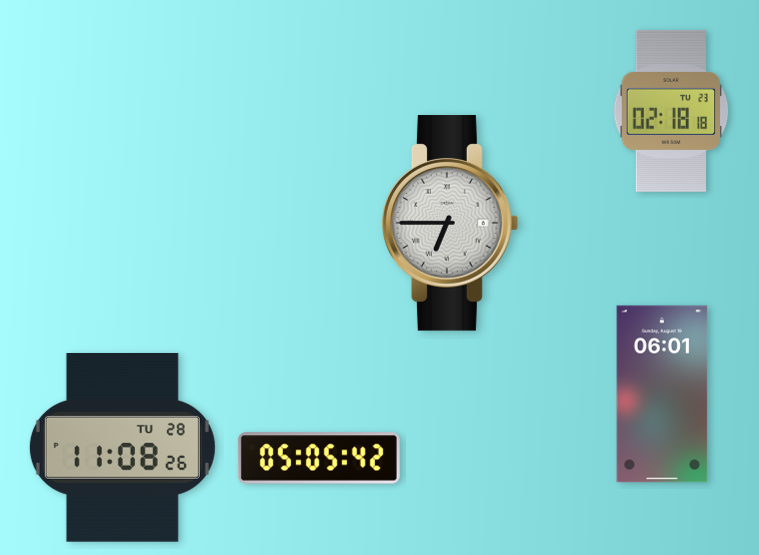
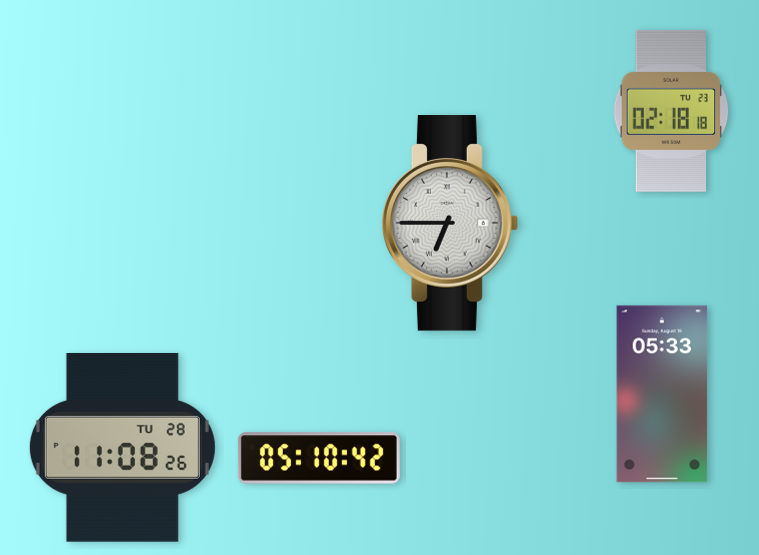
clock at (662, 394): 06:01 -> 05:33
clock at (319, 458): 05:05 -> 05:10
